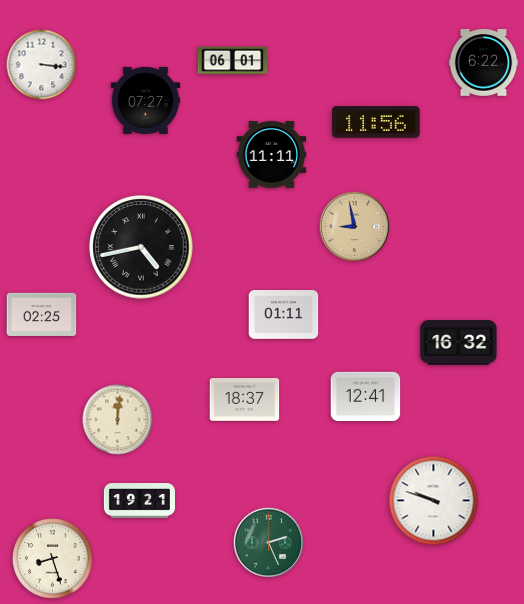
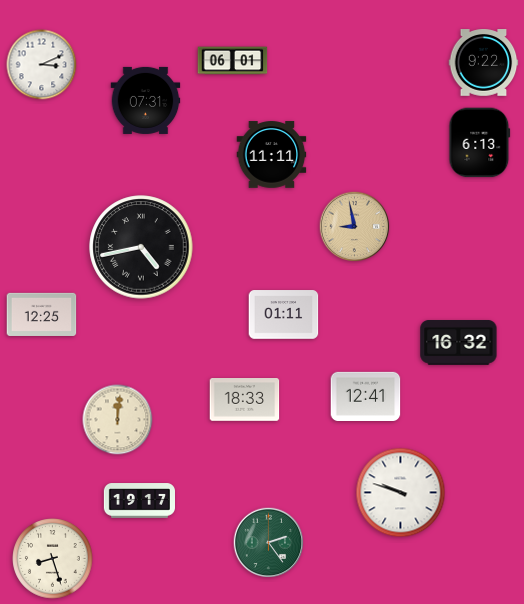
clock at (484, 63): 6:22 -> 9:22
clock at (42, 65): 3:16 -> 3:11
clock at (146, 100): 07:27 -> 07:31
clock at (376, 122): 11:56 -> none
clock at (480, 143): none -> 6:13
clock at (42, 314): 02:25 -> 12:25
clock at (245, 400): 18:37 -> 18:33
clock at (139, 501): 19:21 -> 19:17
clock at (434, 501) position: (434, 501) -> (401, 493)
clock at (269, 543): 2:26 -> 2:24
